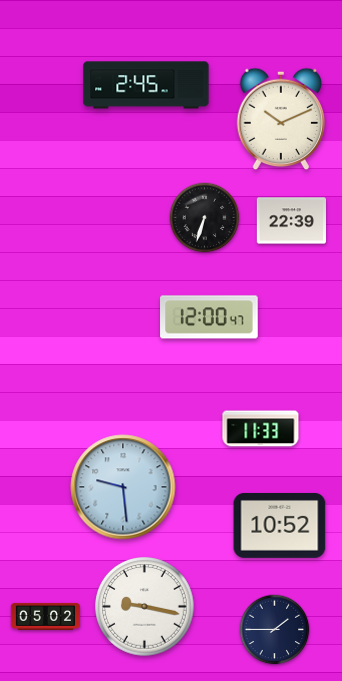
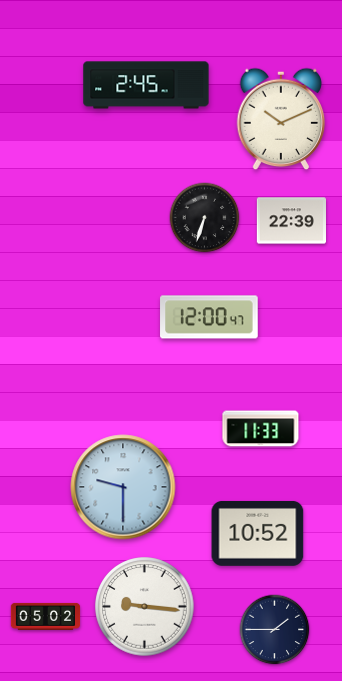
clock at (123, 487): 9:29 -> 9:30
clock at (280, 525) position: (280, 525) -> (258, 533)
clock at (145, 607): 9:17 -> 9:16
